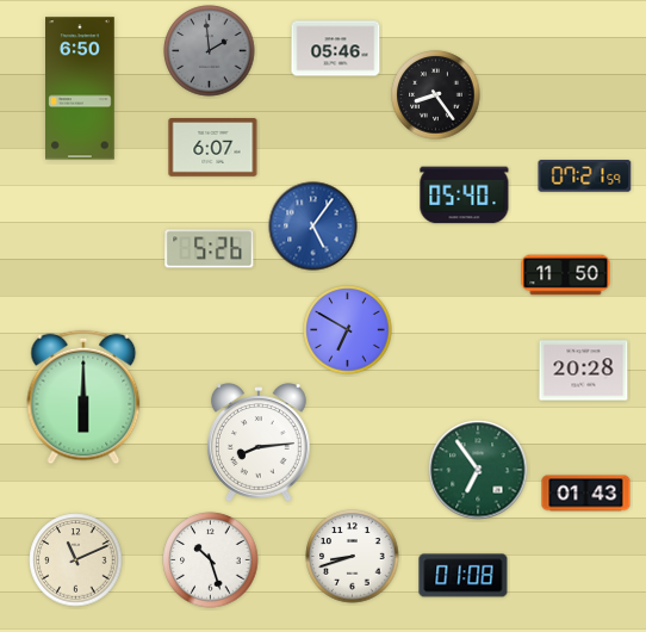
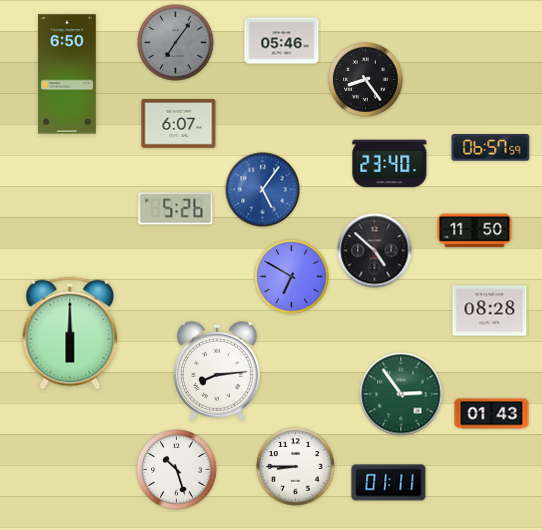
clock at (210, 51): 1:59 -> 7:06
clock at (585, 176): 07:21 -> 06:57
clock at (465, 196): 05:40 -> 23:40
clock at (375, 251): none -> 4:52
clock at (584, 371): 20:28 -> 08:28
clock at (478, 470): 6:54 -> 2:54
clock at (353, 557): 8:42 -> 8:45
clock at (76, 560): 11:11 -> none
clock at (464, 576): 01:08 -> 01:11
